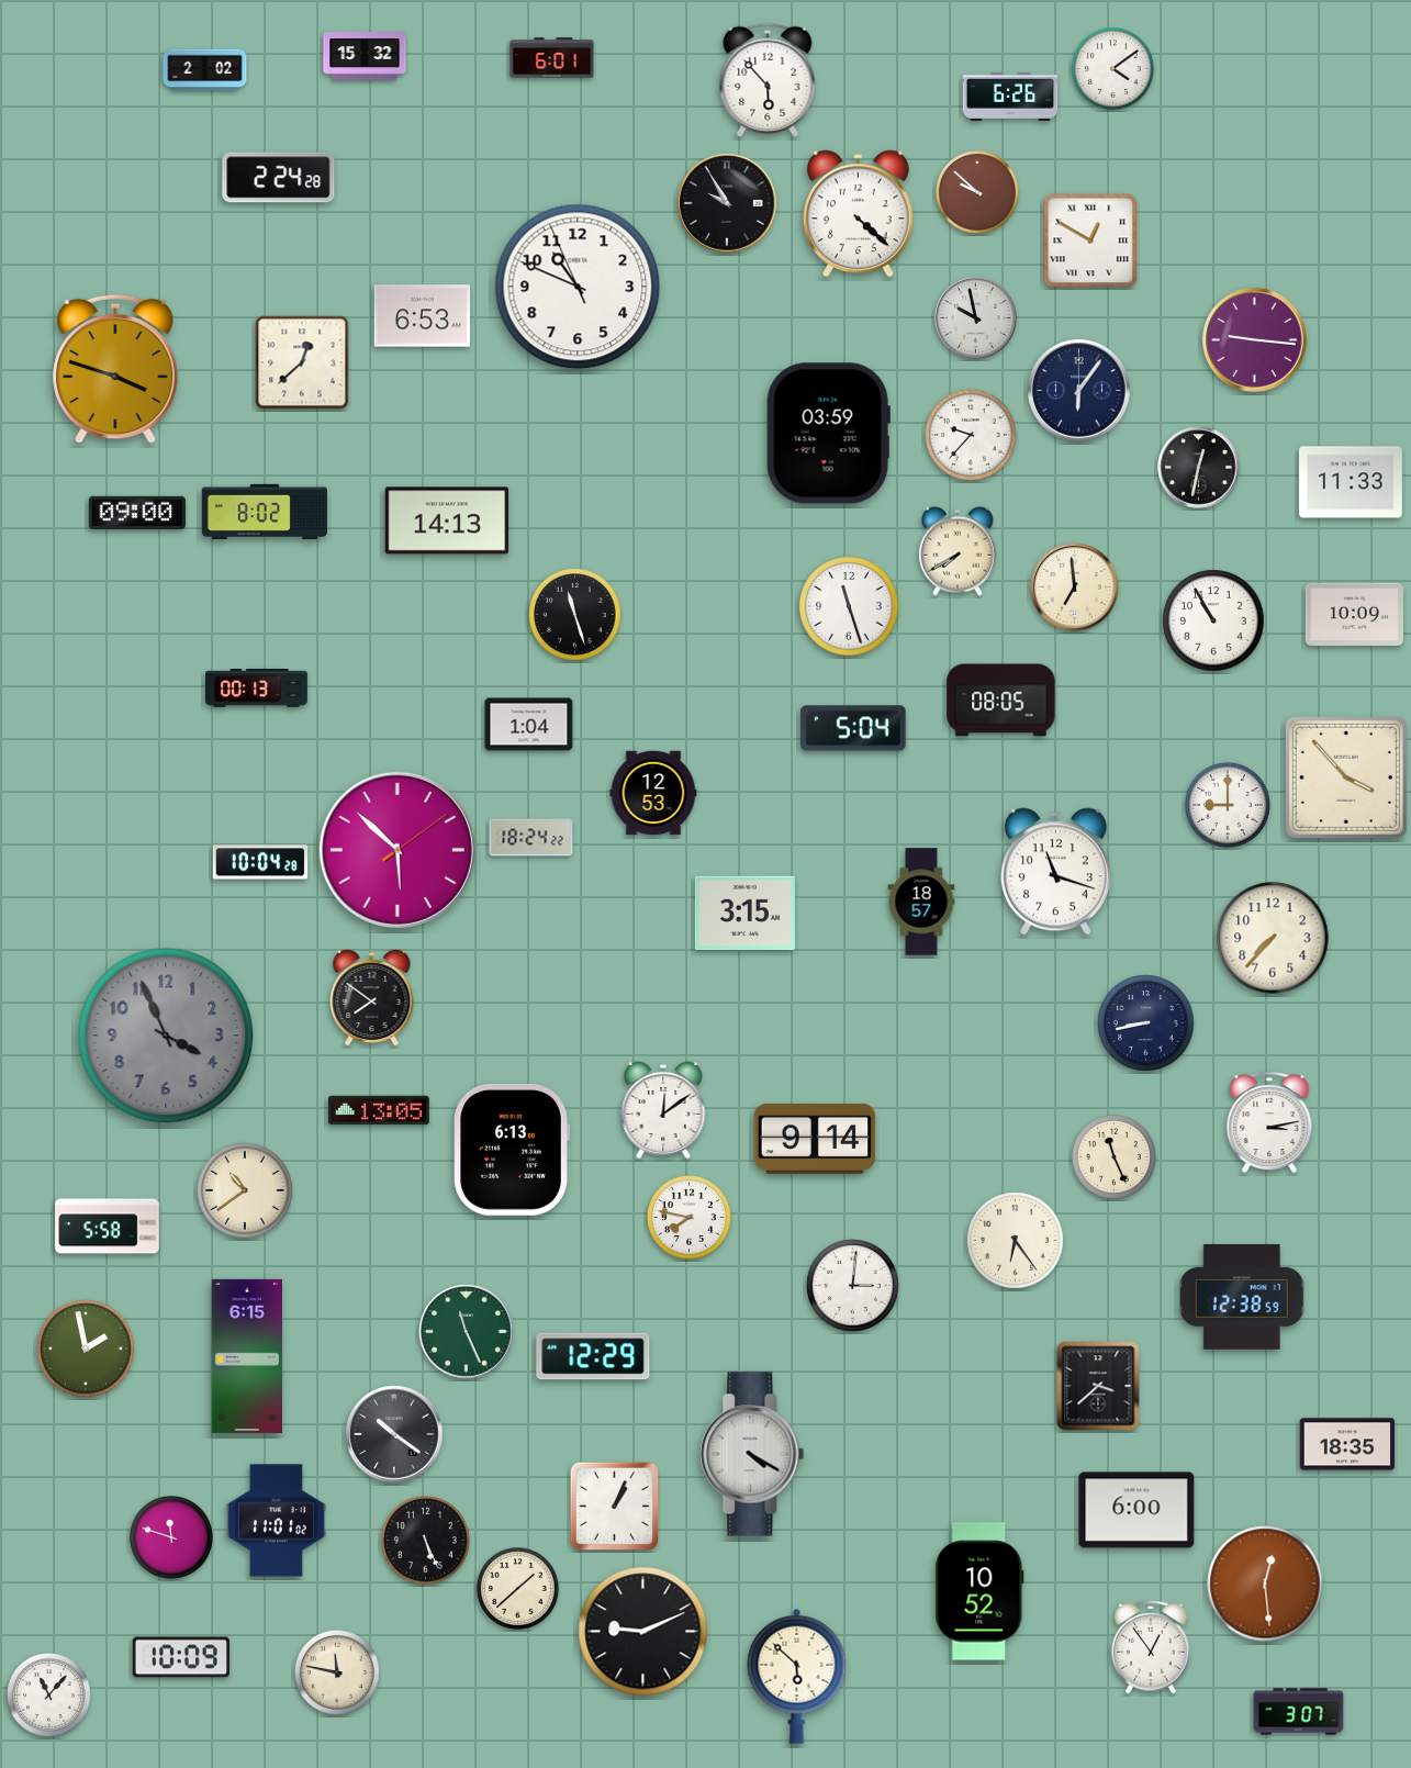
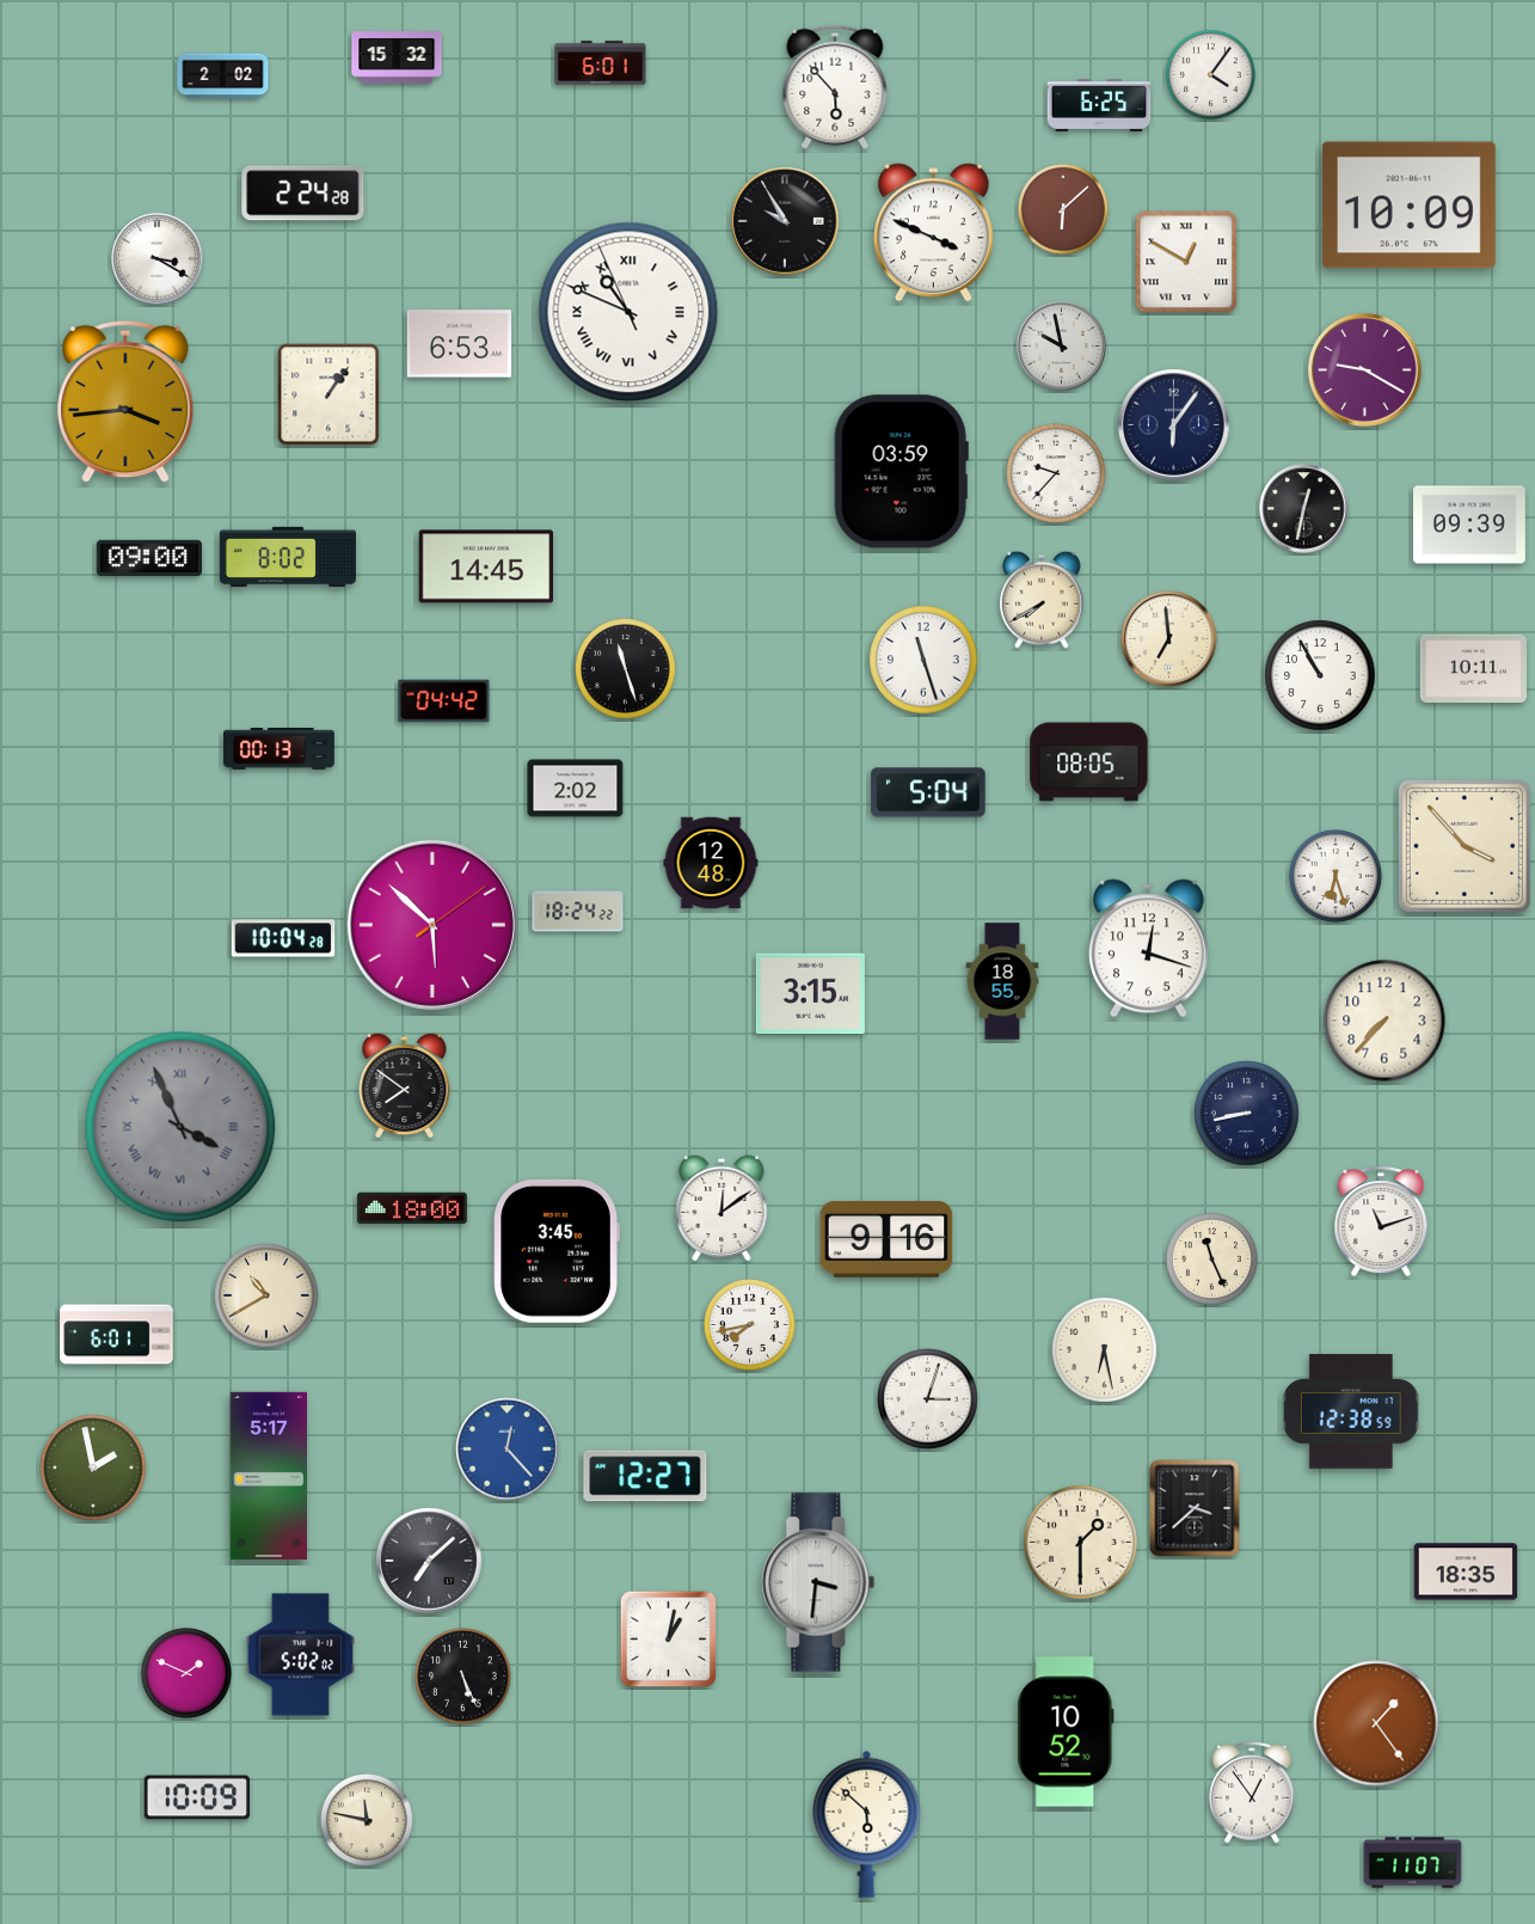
clock at (365, 56) position: (365, 56) -> (397, 57)
clock at (1112, 68): 4:09 -> 4:06
clock at (1010, 98): 6:26 -> 6:25
clock at (1408, 206): none -> 10:09
clock at (977, 192): 9:52 -> 6:08
clock at (727, 203) position: (727, 203) -> (785, 221)
clock at (858, 214): 4:22 -> 3:49
clock at (158, 259): none -> 3:20
clock at (578, 287) numerals: Arabic -> Roman
clock at (1255, 340): 9:16 -> 9:20
clock at (302, 362): 12:38 -> 1:06
clock at (115, 369): 3:48 -> 3:44
clock at (1351, 482): 11:33 -> 09:39
clock at (447, 521): 14:13 -> 14:45
clock at (1354, 614): 10:09 -> 10:11
clock at (444, 701): none -> 04:42
clock at (529, 725): 1:04 -> 2:02
clock at (653, 793): 12:53 -> 12:48
clock at (1229, 806): 9:00 -> 6:27
clock at (1055, 872): 11:18 -> 12:18
clock at (921, 902): 18:57 -> 18:55
clock at (166, 1036) numerals: Arabic -> Roman
clock at (379, 1110): 13:05 -> 18:00
clock at (1269, 1122): 3:13 -> 11:12
clock at (815, 1139): 9:14 -> 9:16
clock at (512, 1150): 6:13 -> 3:45
clock at (245, 1190): 10:39 -> 10:40
clock at (690, 1218): 7:47 -> 7:43
clock at (108, 1227): 5:58 -> 6:01
clock at (1016, 1241): 6:24 -> 6:28
clock at (853, 1286): 3:01 -> 3:03
clock at (467, 1332): 11:26 -> 12:23
clock at (467, 1332) dial: green -> blue
clock at (246, 1356): 6:15 -> 5:17
clock at (593, 1356): 12:29 -> 12:27
clock at (1081, 1543): none -> 1:30
clock at (394, 1434): 10:21 -> 7:08
clock at (752, 1454): 4:20 -> 3:31
clock at (615, 1507): 1:04 -> 1:02
clock at (1136, 1510): 6:00 -> none
clock at (276, 1521): 11:01 -> 5:02
clock at (171, 1537): 11:48 -> 1:49
clock at (1265, 1584): 12:29 -> 1:24
clock at (517, 1588): 1:38 -> none
clock at (643, 1632): 9:11 -> none
clock at (180, 1657) position: (180, 1657) -> (196, 1797)
clock at (49, 1696): 11:07 -> none
clock at (1299, 1712): 3:07 -> 11:07
